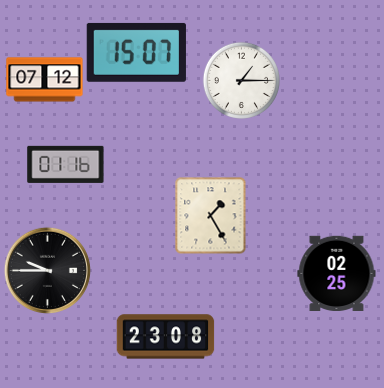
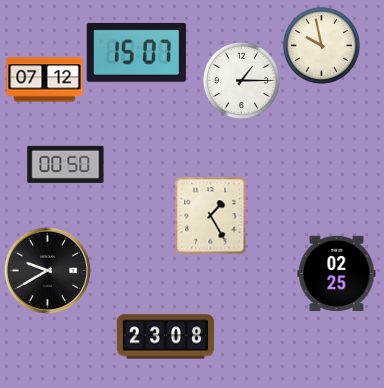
clock at (321, 45): none -> 9:58
clock at (66, 164): 01:16 -> 00:50
clock at (47, 270): 9:45 -> 9:40
